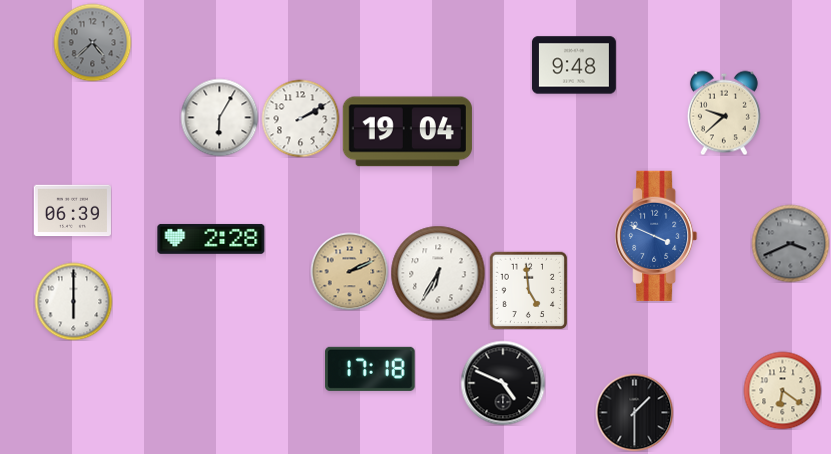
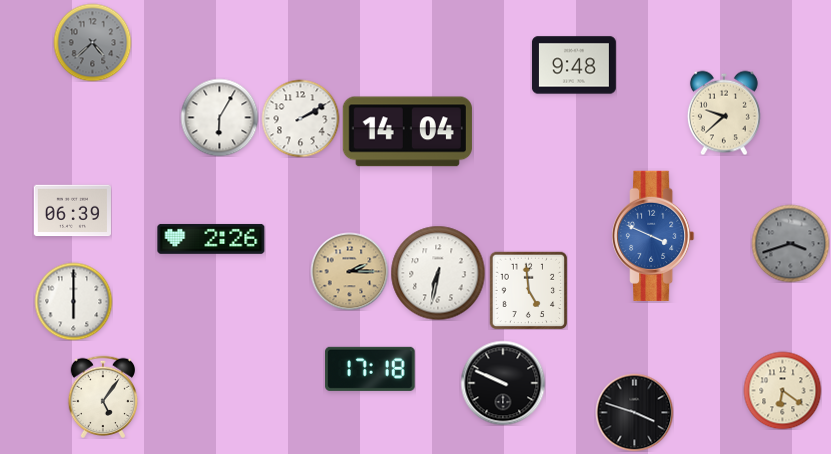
clock at (407, 132): 19:04 -> 14:04
clock at (656, 236) position: (656, 236) -> (653, 236)
clock at (211, 239): 2:28 -> 2:26
clock at (790, 243): 3:41 -> 3:42
clock at (349, 271): 2:11 -> 2:15
clock at (438, 273): 6:35 -> 6:32
clock at (503, 383): 4:49 -> 9:49
clock at (103, 397): none -> 5:06
clock at (634, 412): 1:30 -> 3:48
